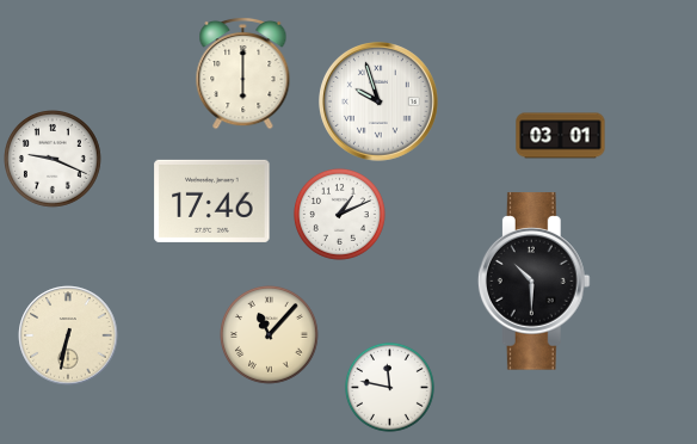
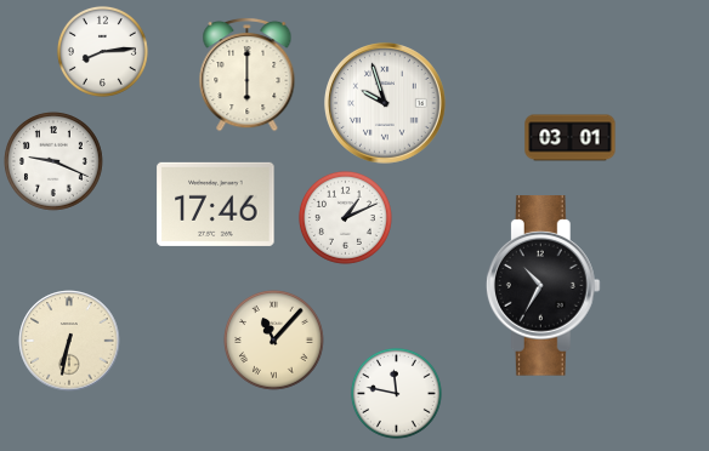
clock at (102, 51): none -> 8:14
clock at (533, 282): 10:30 -> 10:35
